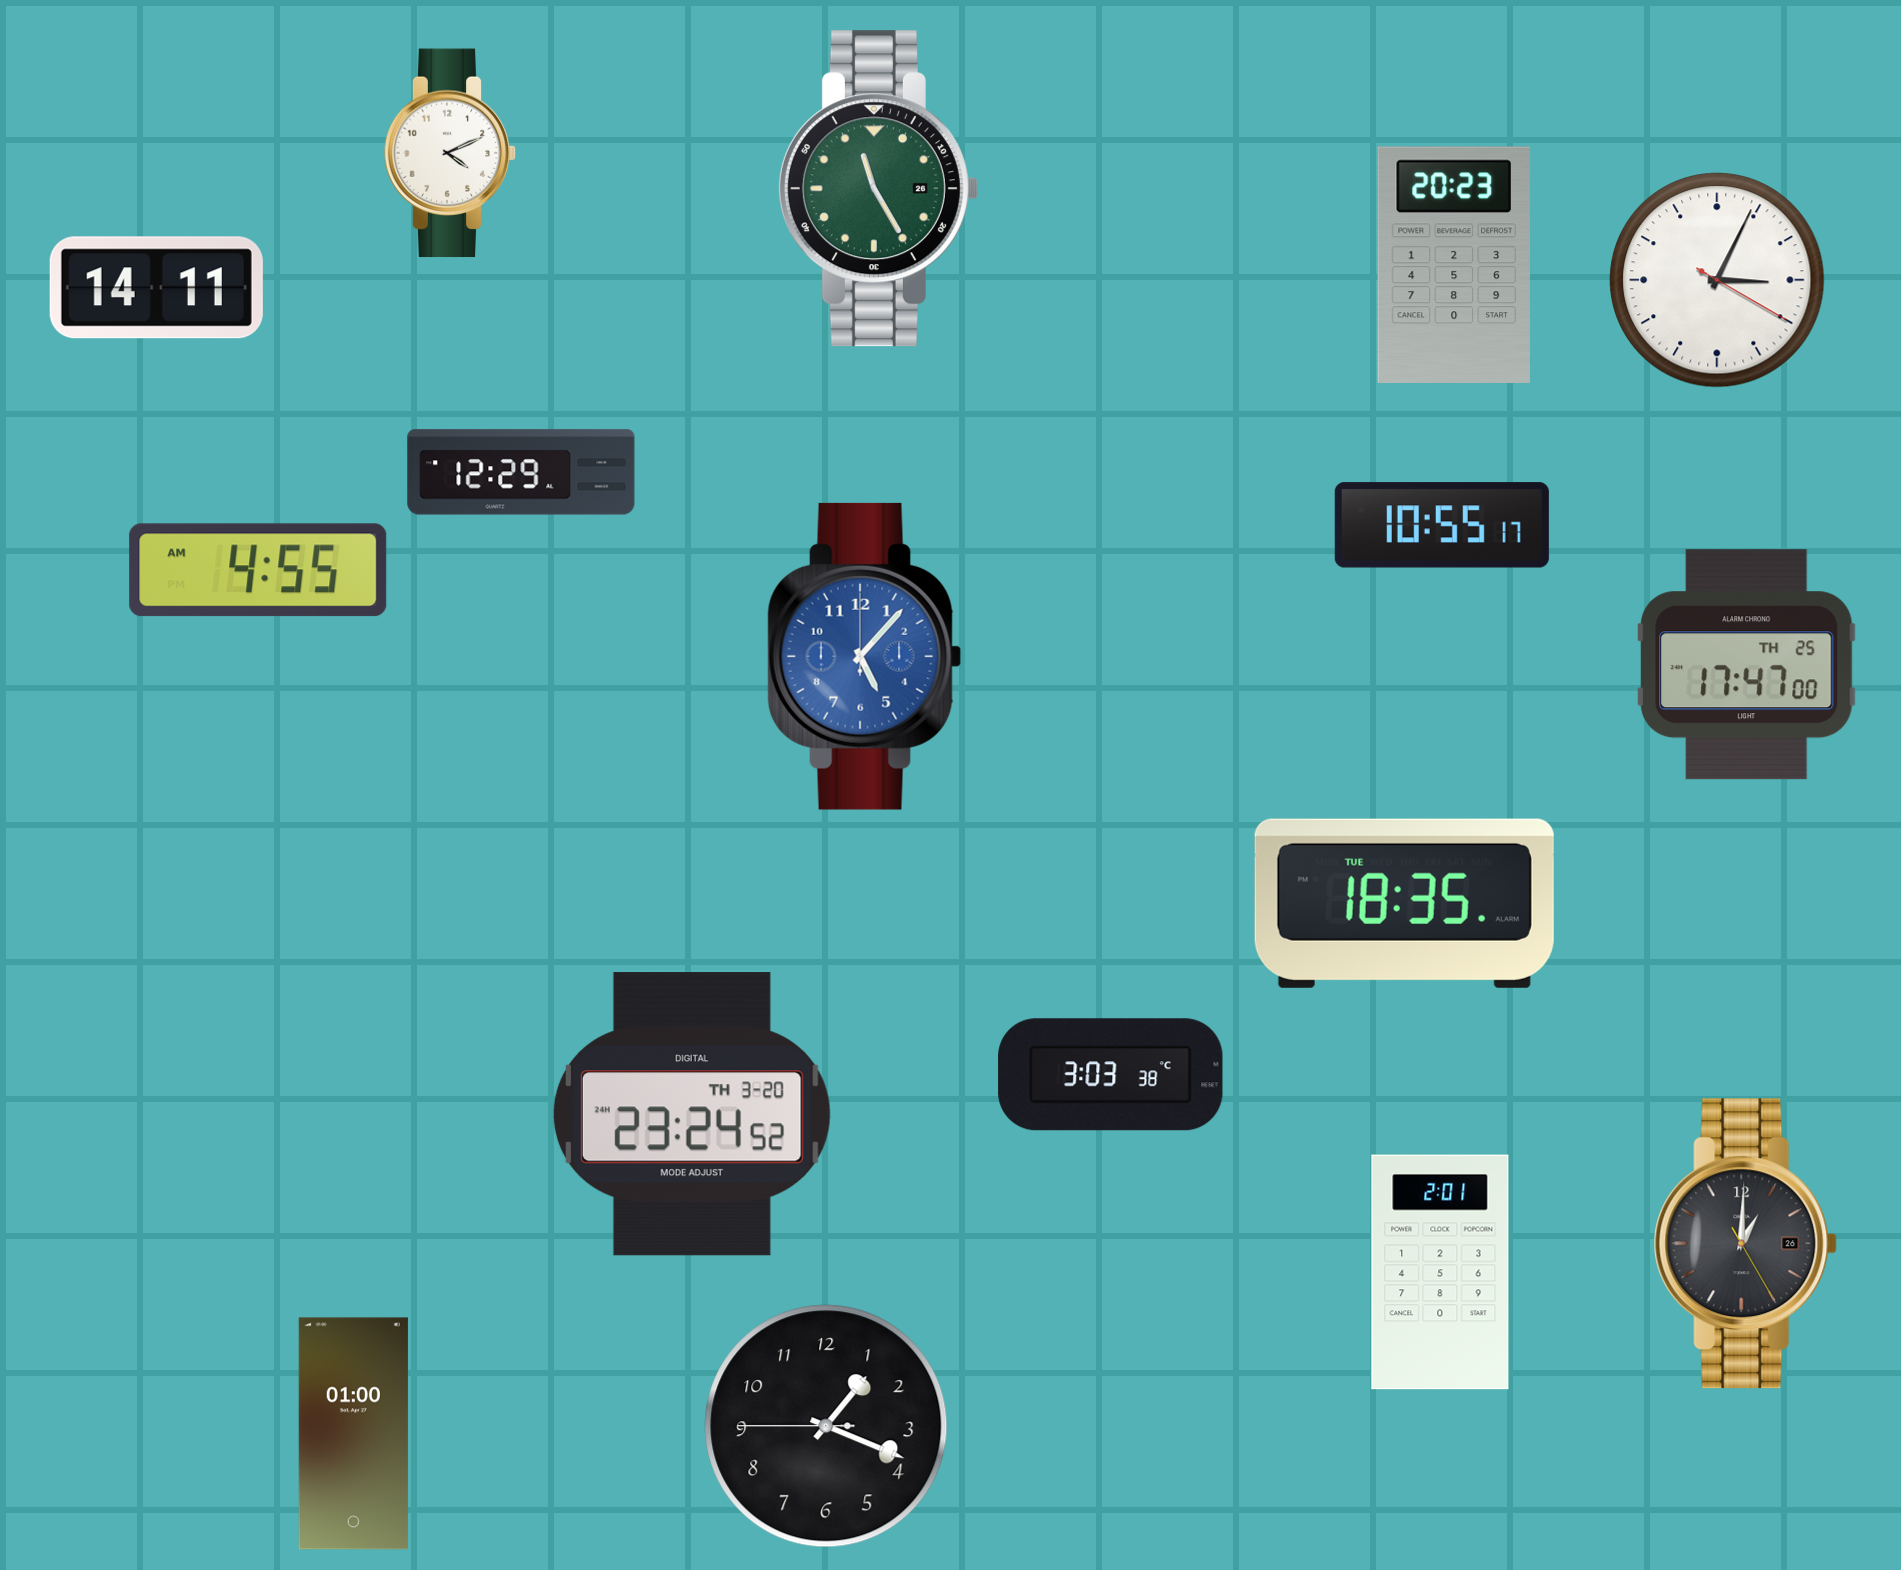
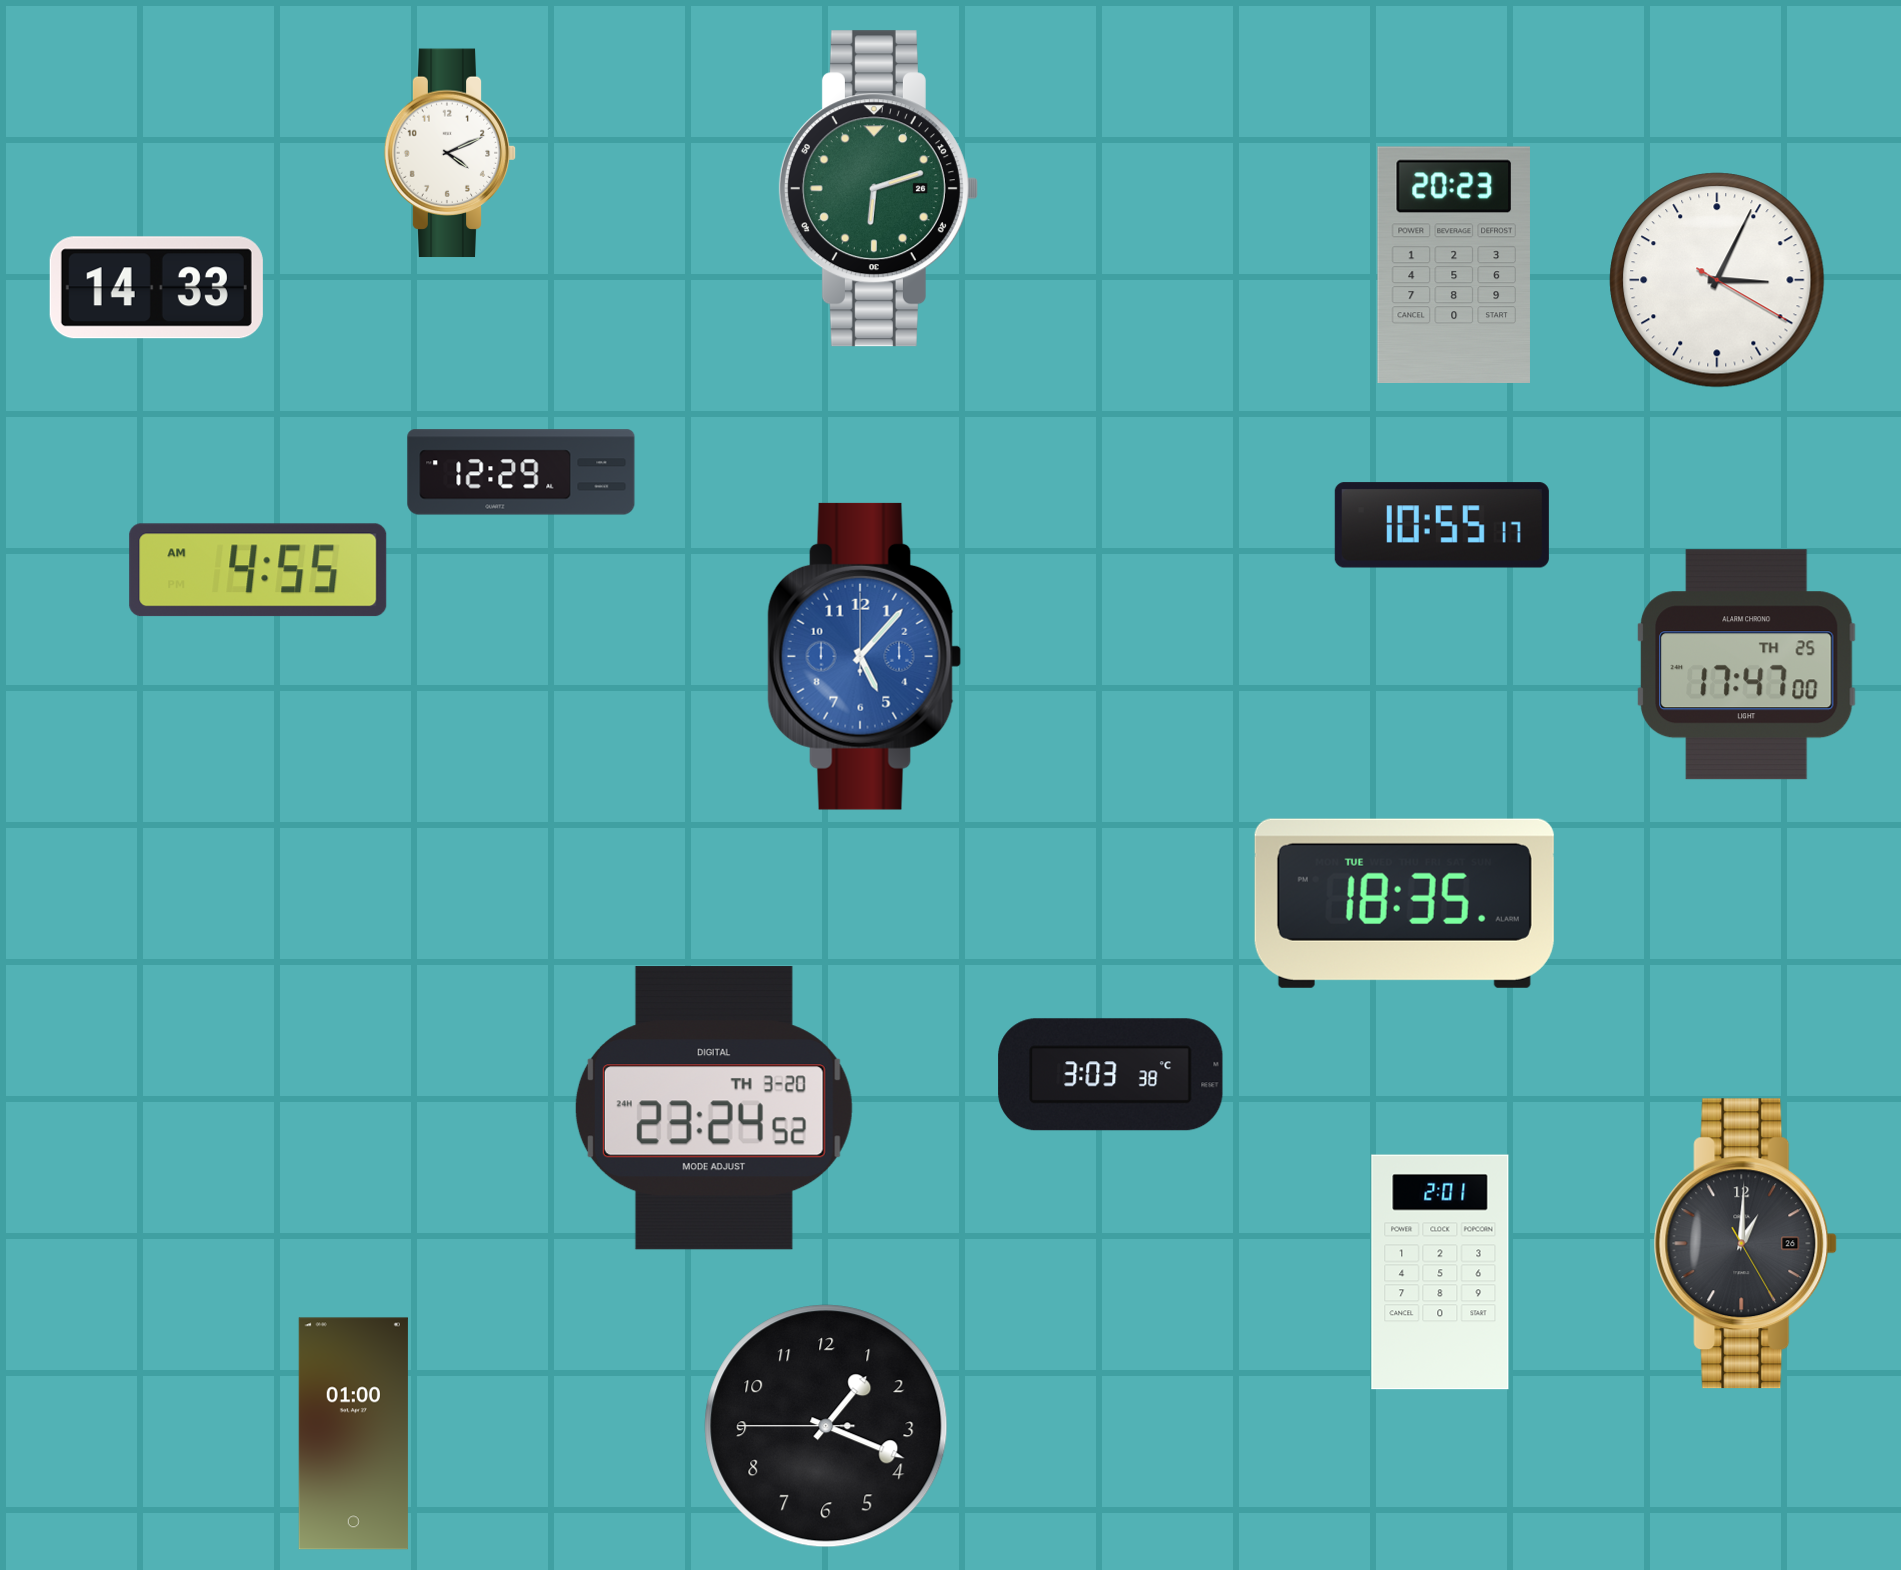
clock at (878, 189): 11:25 -> 6:12
clock at (156, 288): 14:11 -> 14:33
clock at (692, 1114) position: (692, 1114) -> (714, 1108)
